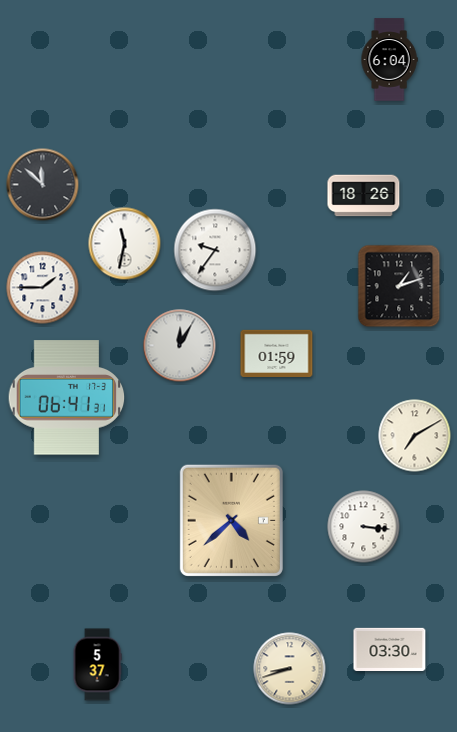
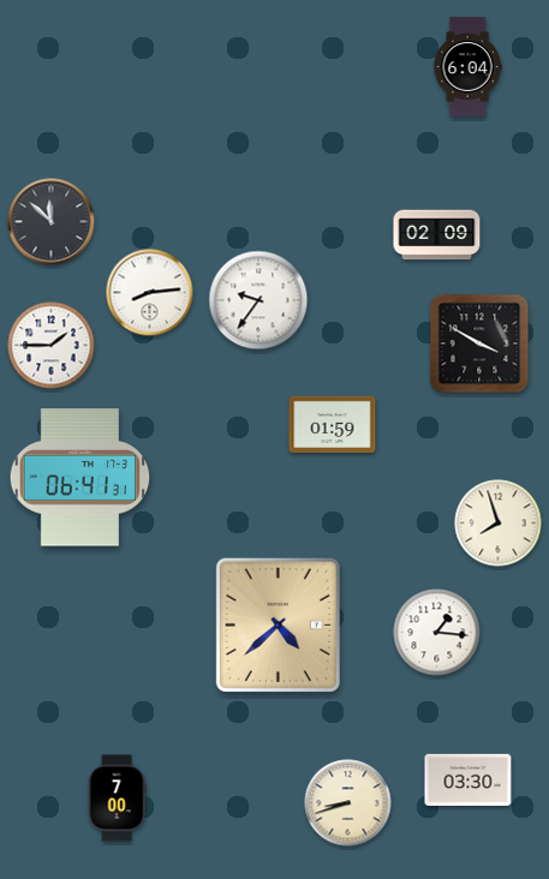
clock at (389, 60) position: (389, 60) -> (467, 67)
clock at (364, 196): 18:26 -> 02:09
clock at (125, 244): 11:32 -> 8:14
clock at (399, 286): 1:12 -> 3:50
clock at (180, 346): 12:05 -> none
clock at (415, 436): 7:10 -> 7:57
clock at (364, 527): 3:16 -> 1:16
clock at (97, 665): 5:37 -> 7:00
